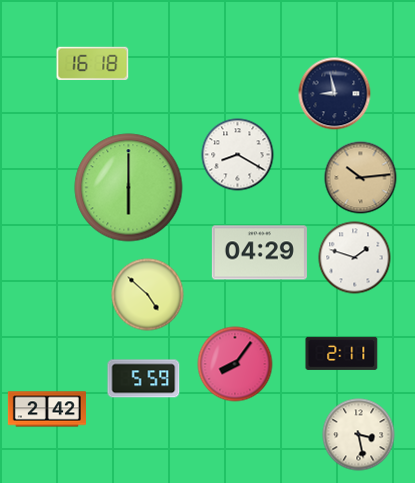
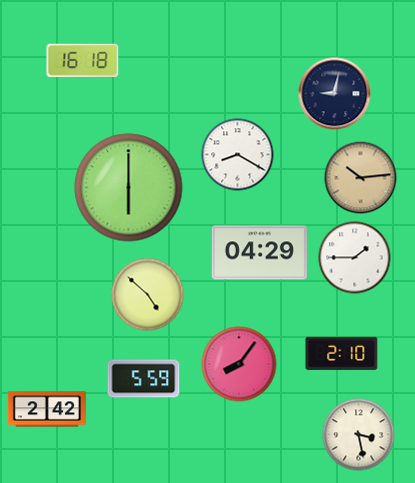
clock at (93, 63) position: (93, 63) -> (83, 60)
clock at (335, 94): 8:58 -> 9:02
clock at (355, 258): 1:48 -> 1:45
clock at (342, 353): 2:11 -> 2:10
clock at (235, 364) position: (235, 364) -> (239, 364)
